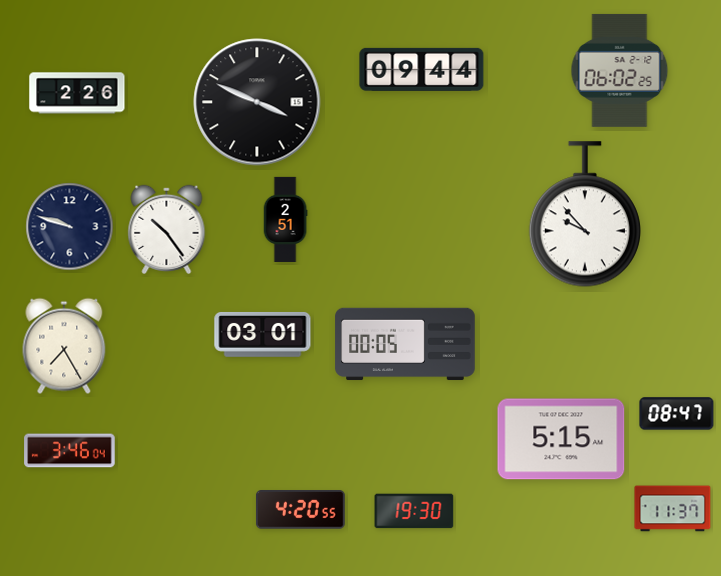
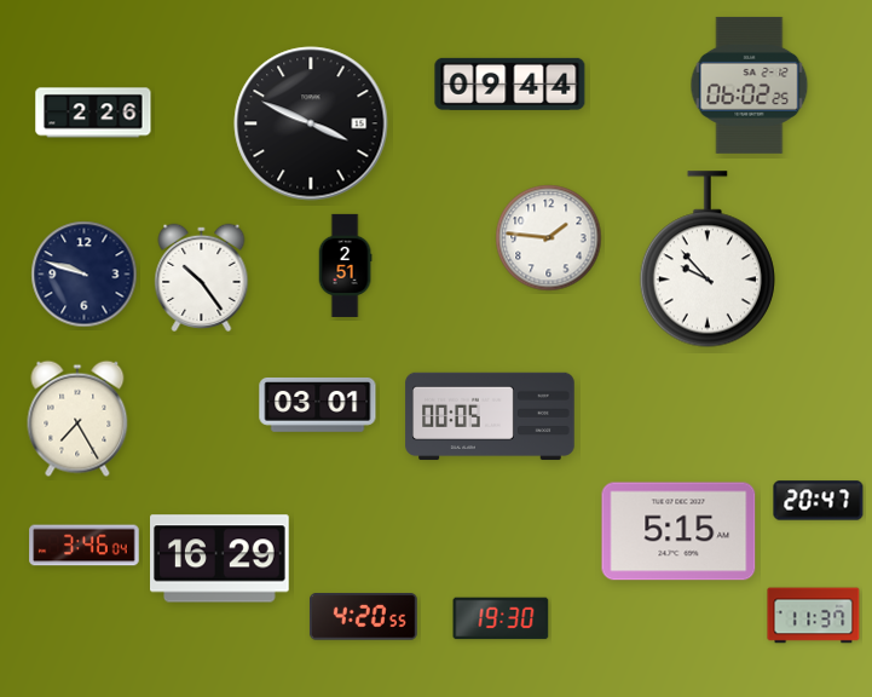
clock at (549, 238): none -> 1:46
clock at (677, 414): 08:47 -> 20:47
clock at (220, 559): none -> 16:29
